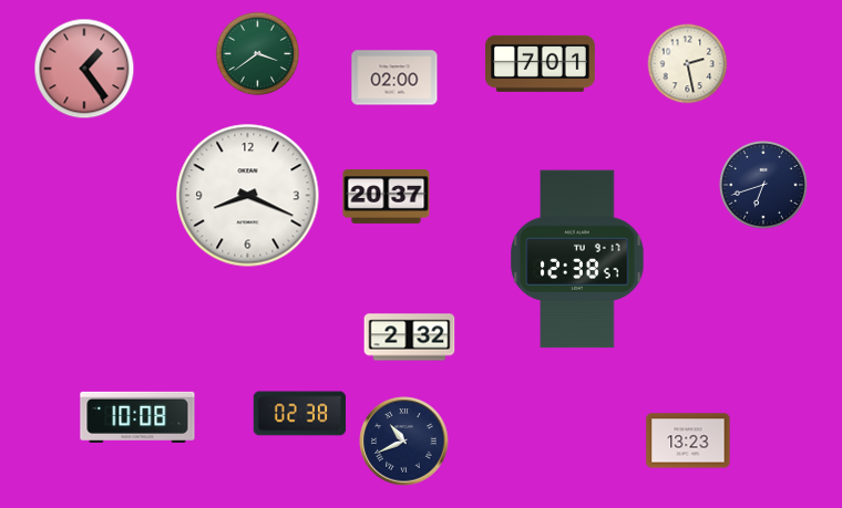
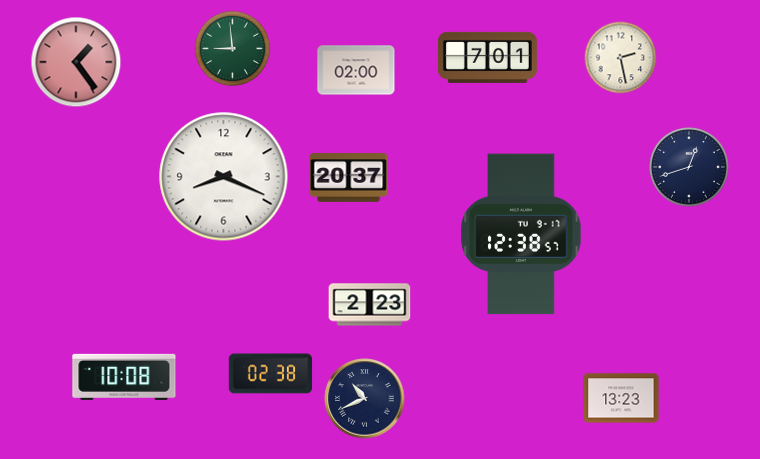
clock at (258, 54): 3:39 -> 8:59
clock at (764, 186): 6:42 -> 12:42
clock at (410, 338): 2:32 -> 2:23
